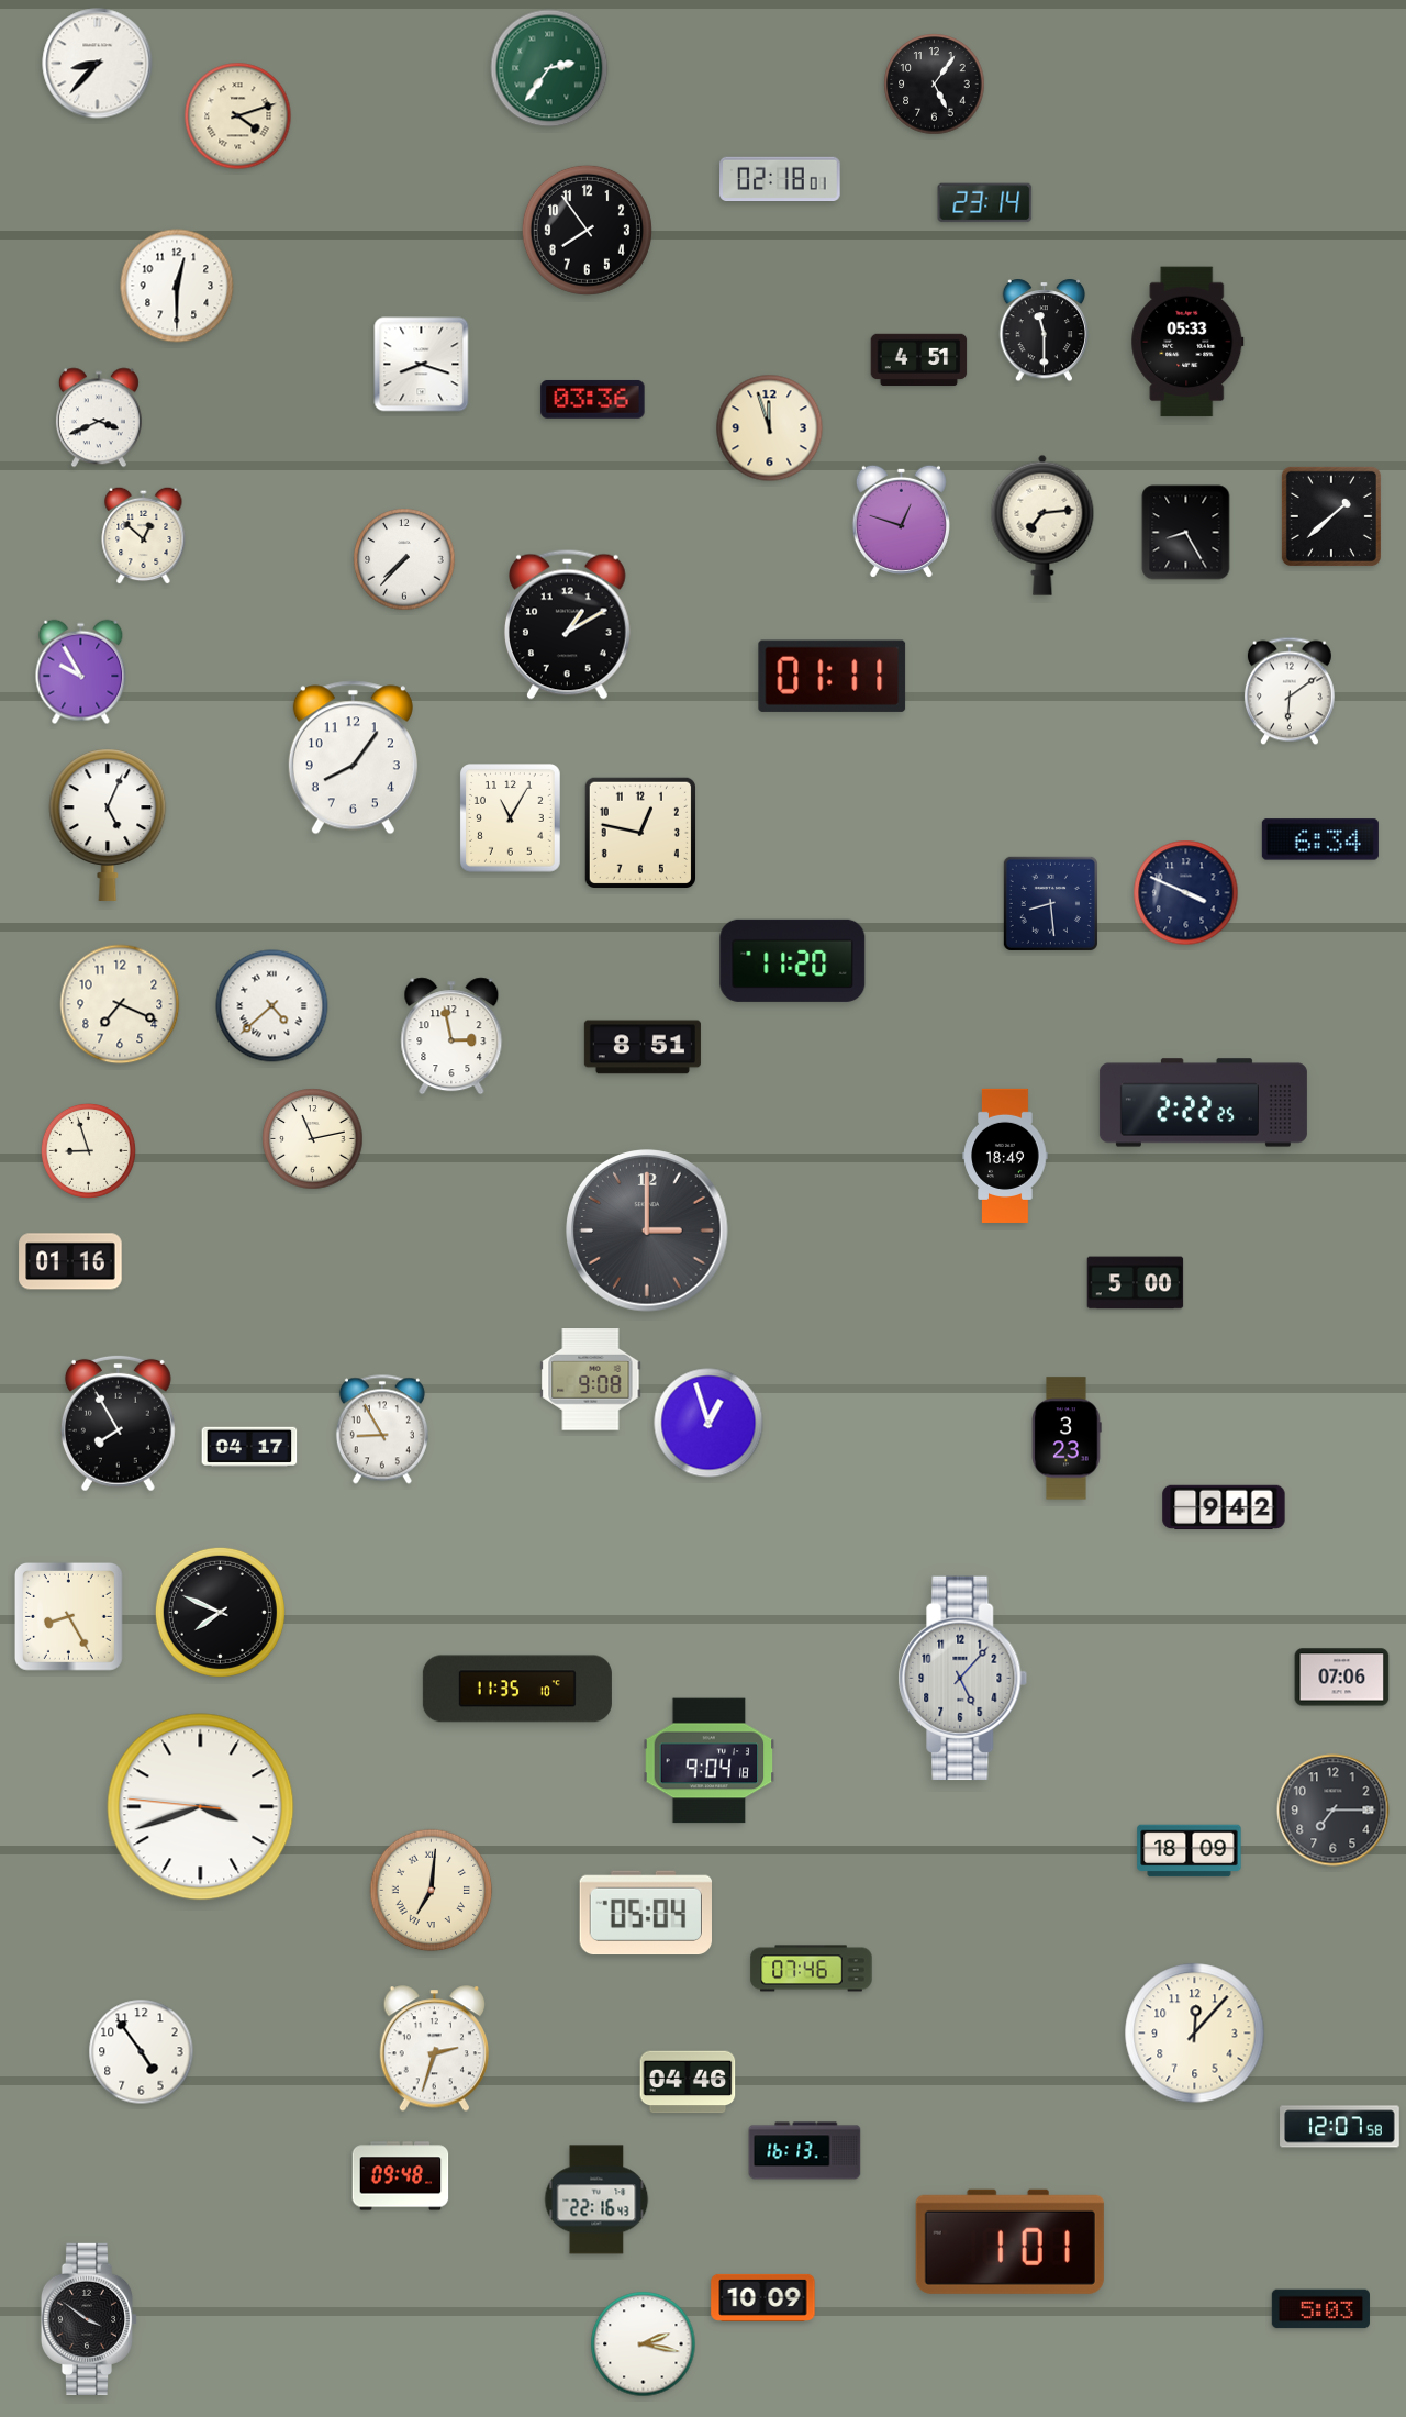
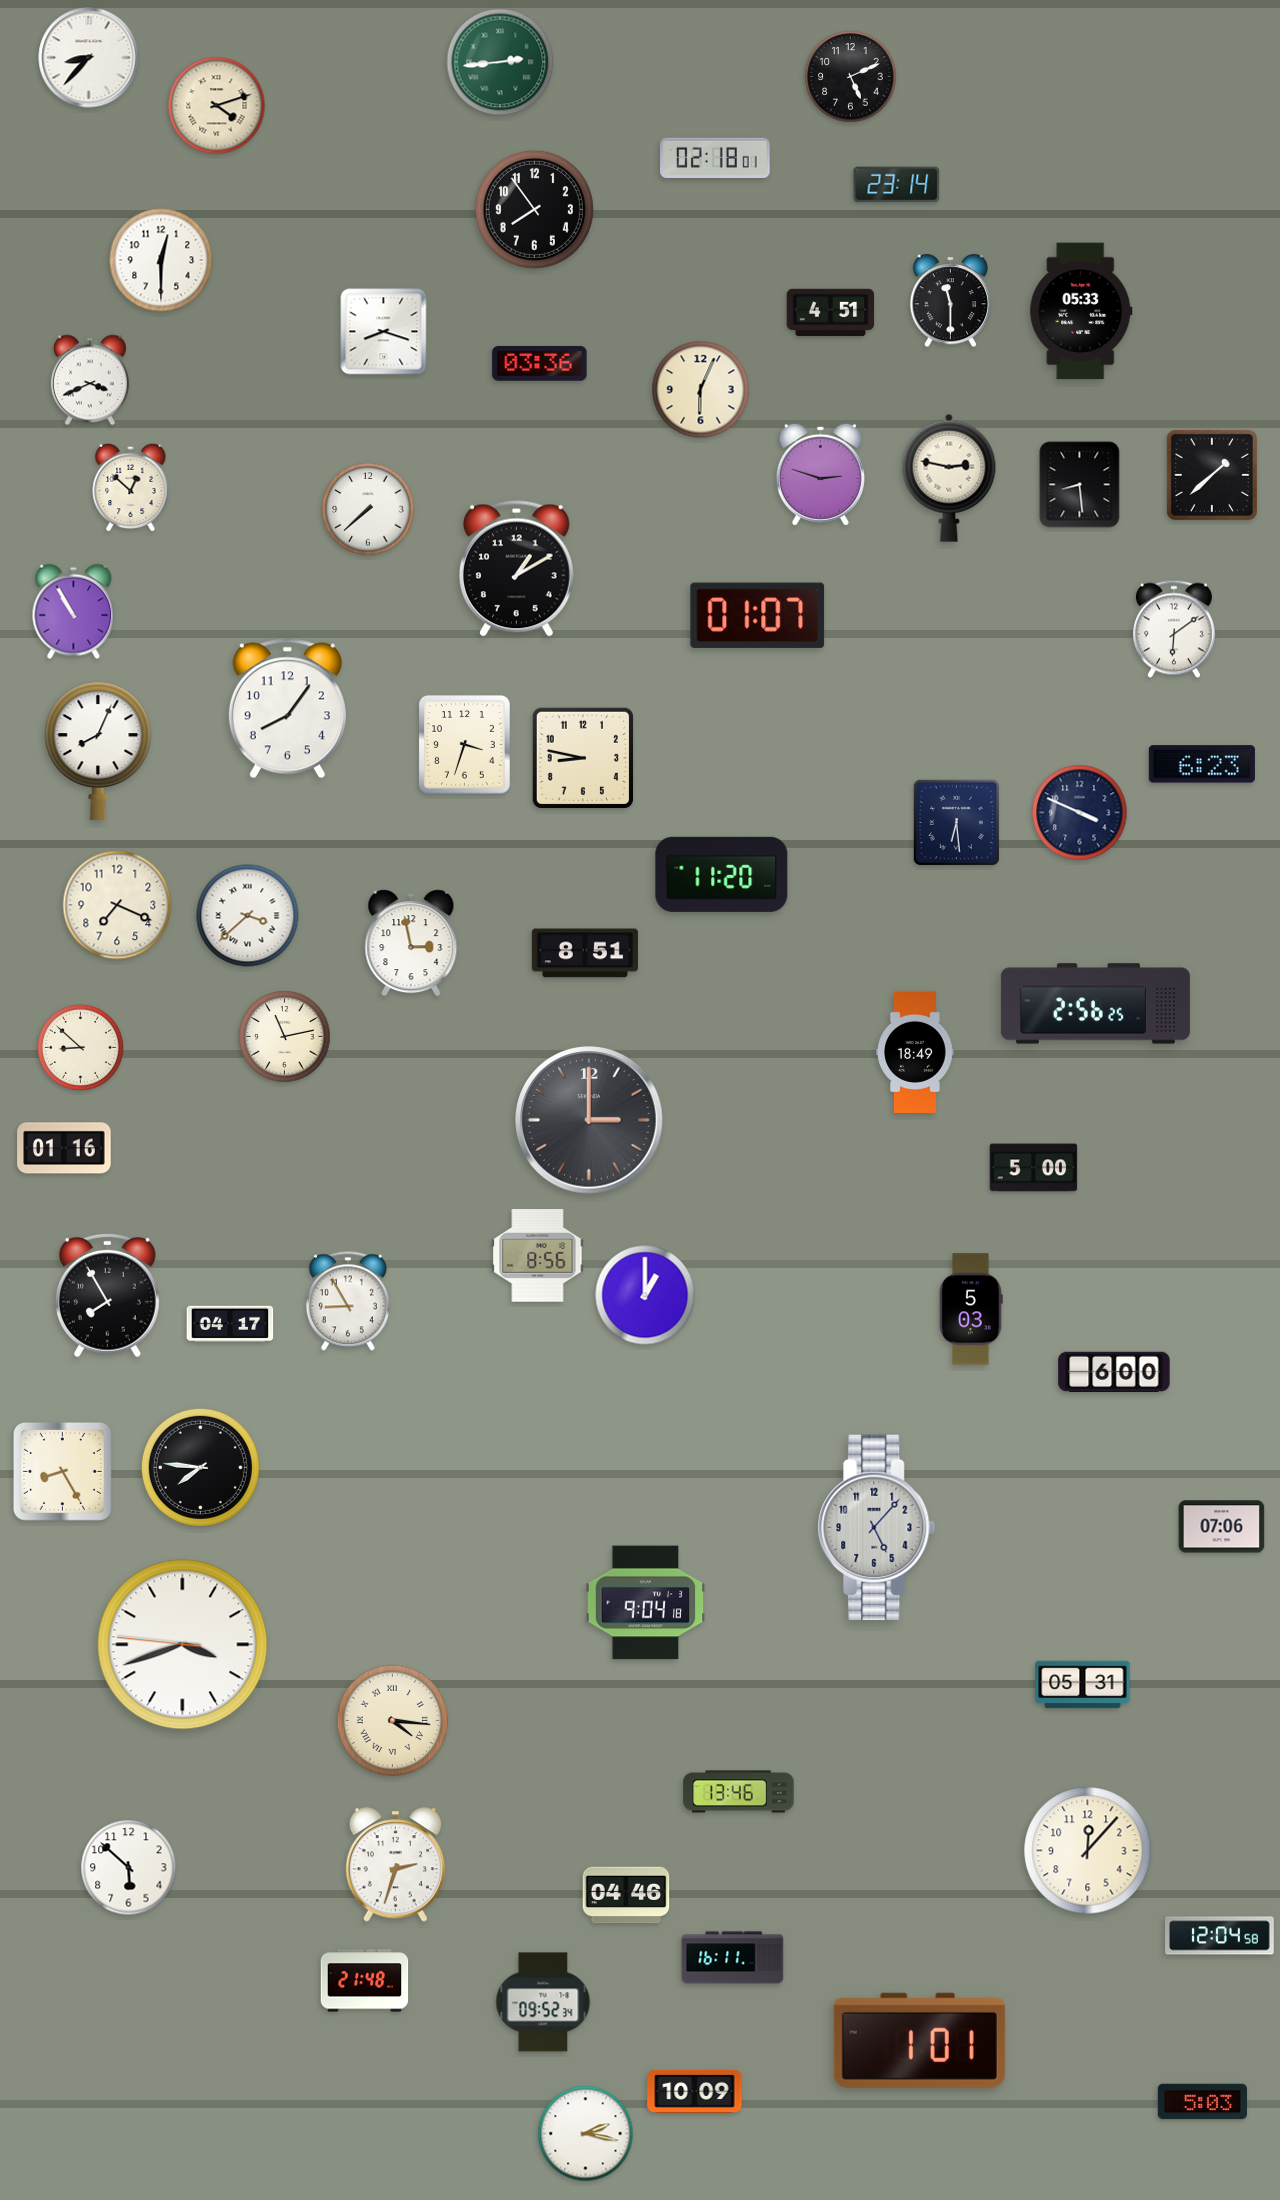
clock at (549, 68): 2:36 -> 2:44
clock at (935, 85): 5:06 -> 5:11
clock at (780, 178) position: (780, 178) -> (715, 157)
clock at (919, 360) position: (919, 360) -> (831, 313)
clock at (770, 428): 11:57 -> 6:04
clock at (1331, 516) position: (1331, 516) -> (1212, 475)
clock at (901, 521): 12:48 -> 2:48
clock at (1042, 525): 7:14 -> 2:47
clock at (1186, 533): 8:25 -> 8:29
clock at (404, 559): 7:37 -> 7:38
clock at (81, 672): 9:55 -> 10:55
clock at (833, 676): 01:11 -> 01:07
clock at (353, 758) position: (353, 758) -> (287, 709)
clock at (511, 818): 11:05 -> 3:33
clock at (108, 825): 5:04 -> 8:04
clock at (639, 832): 12:47 -> 8:47
clock at (1320, 839): 6:34 -> 6:23
clock at (1050, 903): 8:29 -> 6:29
clock at (120, 1004) position: (120, 1004) -> (117, 905)
clock at (272, 1006): 4:38 -> 3:38
clock at (1203, 1103): 2:22 -> 2:56
clock at (88, 1150): 8:57 -> 8:52
clock at (591, 1380): 9:08 -> 8:56
clock at (708, 1423): 12:57 -> 1:00
clock at (1067, 1438): 3:23 -> 5:03
clock at (249, 1447) position: (249, 1447) -> (230, 1324)
clock at (1224, 1507): 9:42 -> 6:00
clock at (220, 1612): 7:49 -> 7:46
clock at (517, 1689): 11:35 -> none
clock at (1334, 1811): 7:15 -> none
clock at (1190, 1851): 18:09 -> 05:31
clock at (432, 1891): 7:01 -> 4:16
clock at (645, 1913): 05:04 -> none
clock at (812, 1969): 07:46 -> 13:46
clock at (142, 2052): 4:54 -> 5:52
clock at (1340, 2127): 12:07 -> 12:04
clock at (805, 2151): 16:13 -> 16:11
clock at (401, 2176): 09:48 -> 21:48
clock at (596, 2199): 22:16 -> 09:52
clock at (89, 2319): 3:51 -> none
